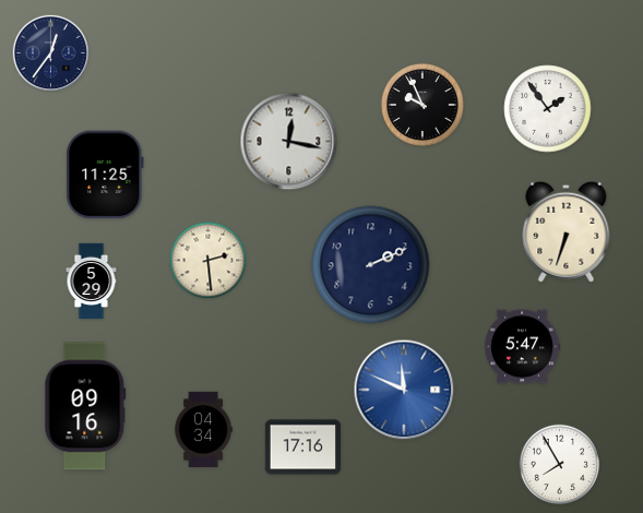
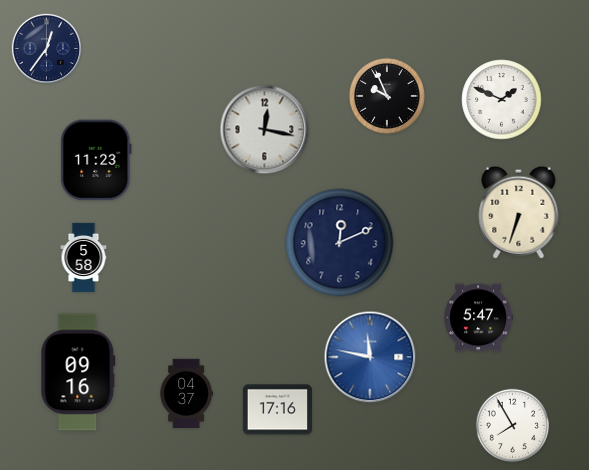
clock at (548, 109): 1:54 -> 1:49
clock at (105, 175): 11:25 -> 11:23
clock at (209, 261): 2:29 -> none
clock at (371, 265): 2:11 -> 12:11
clock at (92, 282): 5:29 -> 5:58
clock at (404, 390): 11:49 -> 11:47
clock at (203, 430): 04:34 -> 04:37
